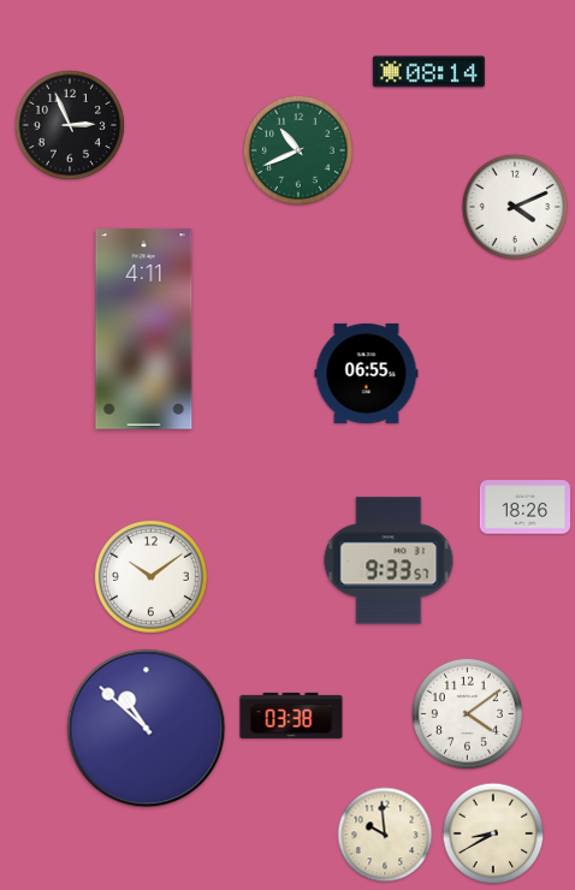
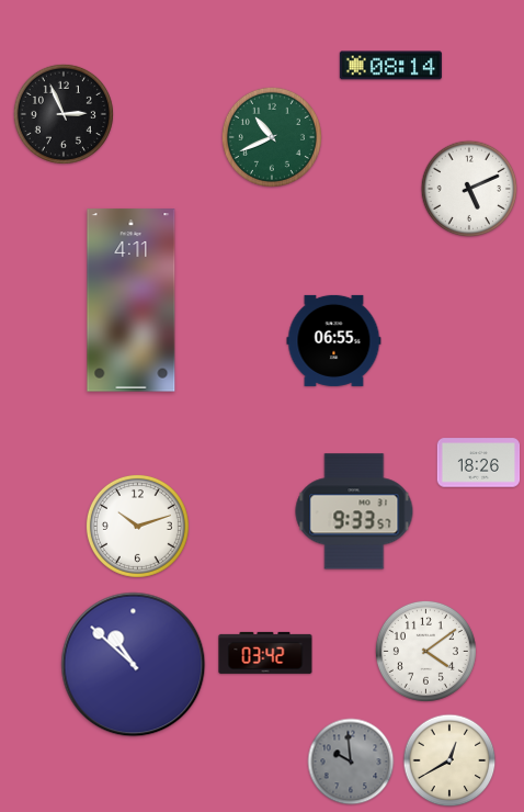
clock at (515, 207): 4:11 -> 5:11
clock at (150, 576): 10:09 -> 10:12
clock at (291, 716): 03:38 -> 03:42
clock at (493, 833): 8:40 -> 12:40
clock at (385, 835) dial: cream -> grey
